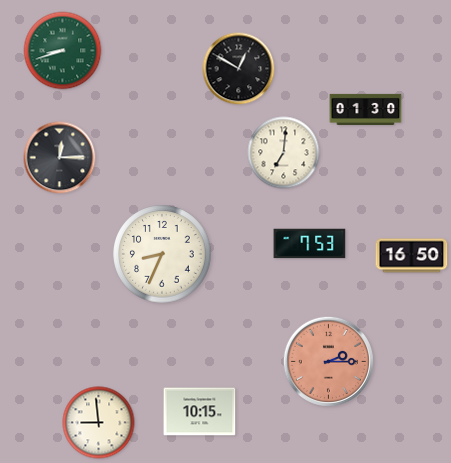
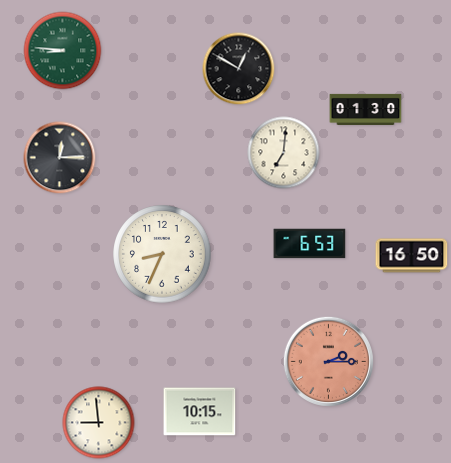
clock at (63, 51): 8:42 -> 8:46
clock at (310, 244): 7:53 -> 6:53
